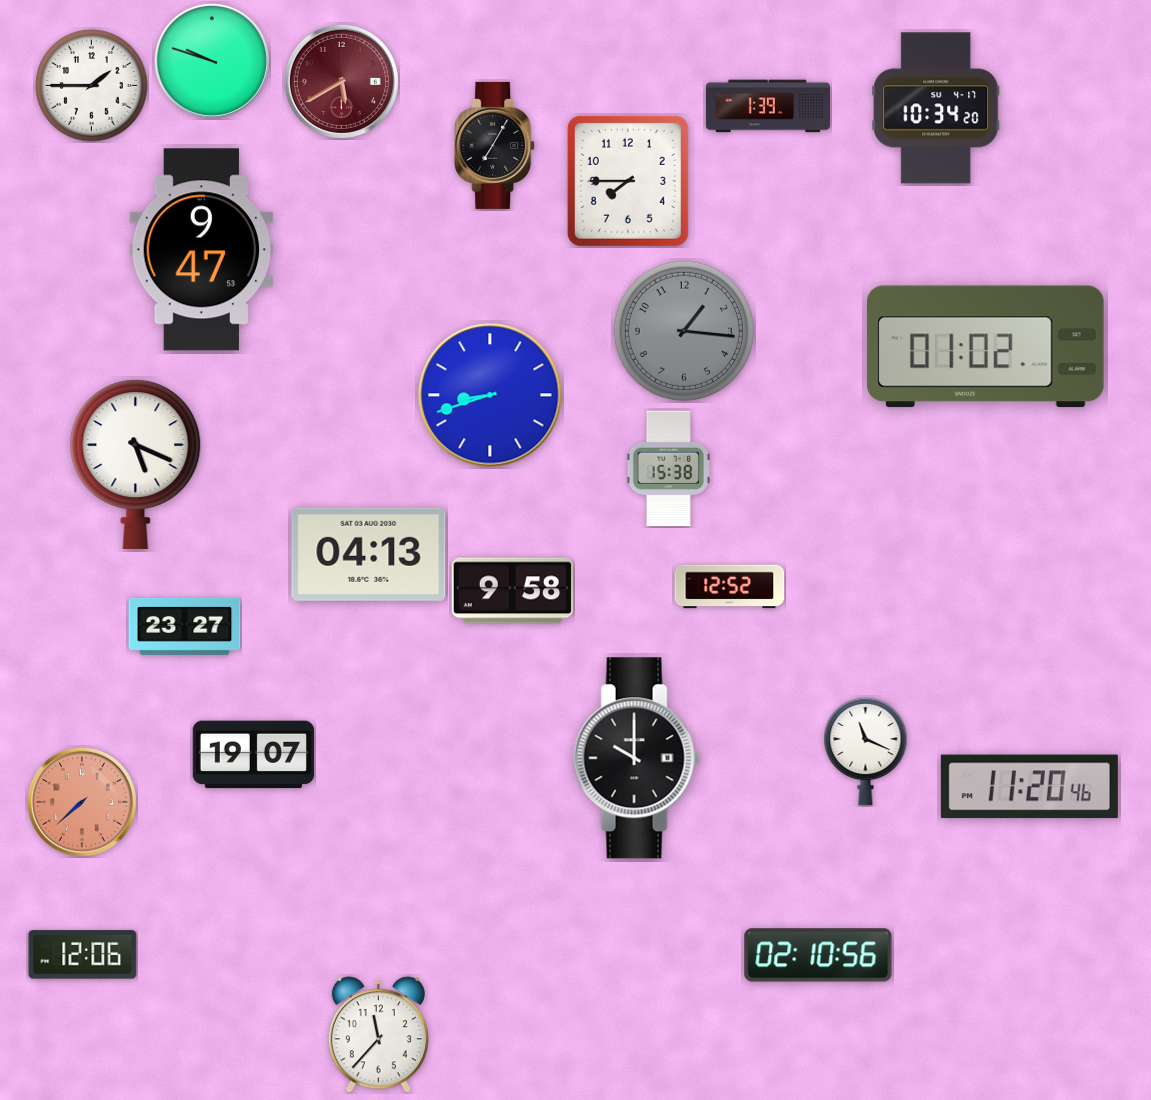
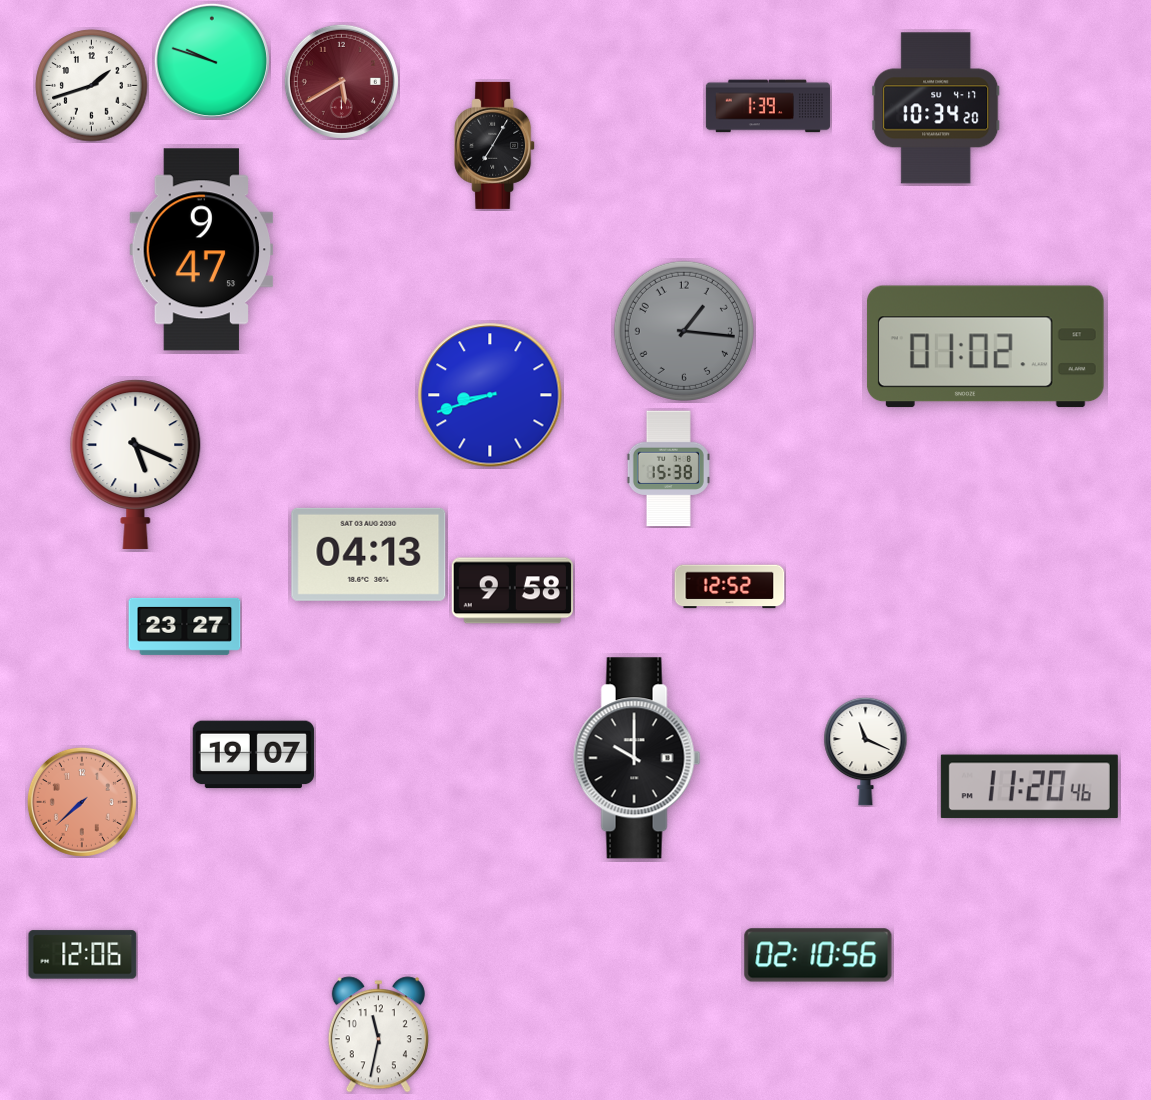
clock at (92, 86): 1:45 -> 1:42
clock at (628, 181): 7:45 -> none
clock at (378, 1035): 11:37 -> 11:32
